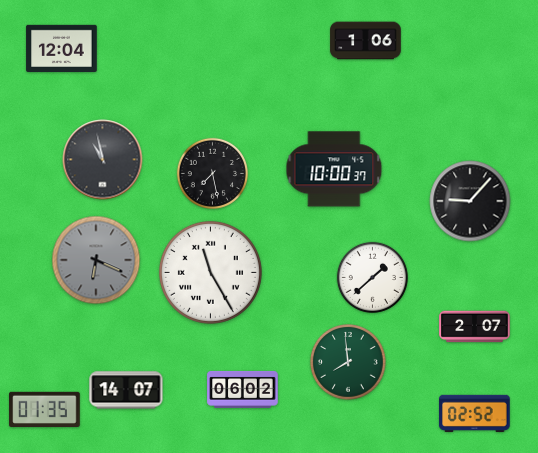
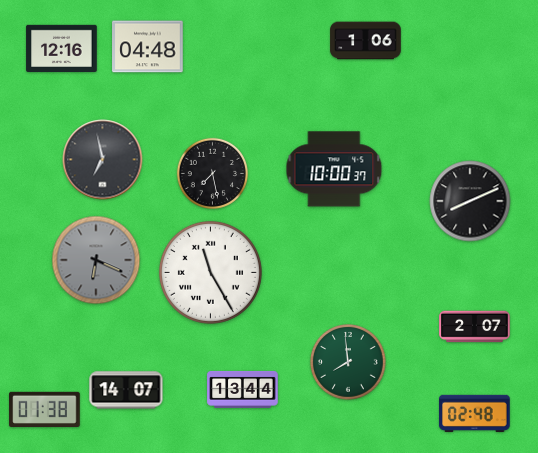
clock at (148, 47): none -> 04:48
clock at (62, 48): 12:04 -> 12:16
clock at (103, 160): 10:58 -> 6:58
clock at (470, 201): 9:07 -> 8:11
clock at (372, 277): 1:38 -> none
clock at (243, 389): 06:02 -> 13:44
clock at (45, 409): 01:35 -> 01:38
clock at (475, 413): 02:52 -> 02:48
